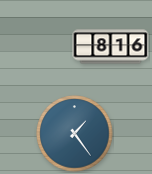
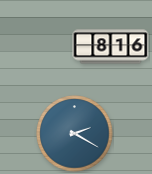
clock at (75, 134): 1:24 -> 2:20
